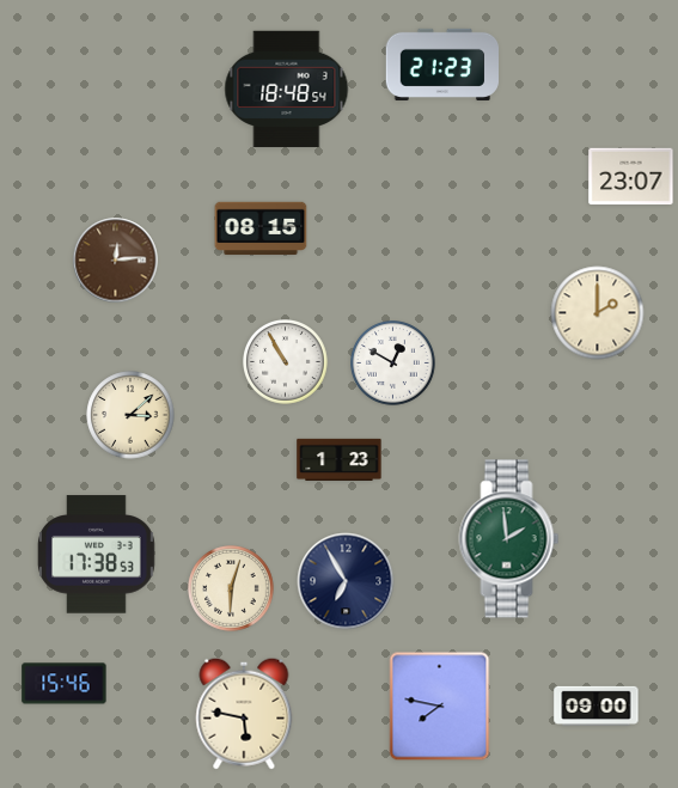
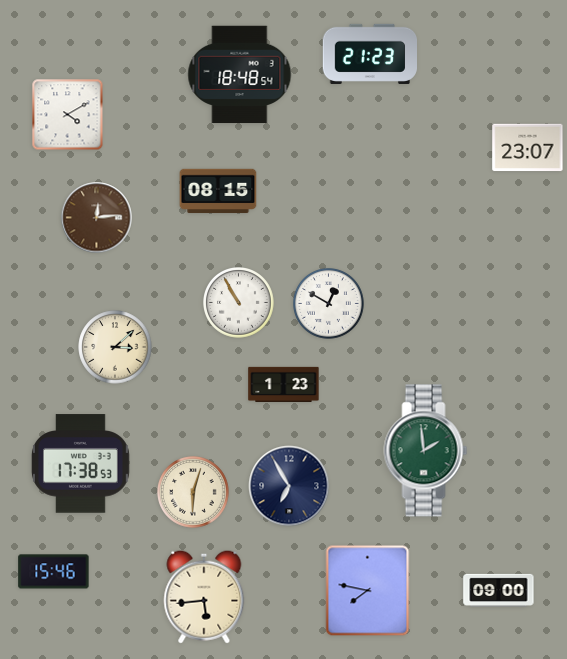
clock at (68, 115): none -> 4:10
clock at (598, 313): 2:00 -> none
clock at (130, 415) position: (130, 415) -> (115, 347)
clock at (244, 714): 5:47 -> 5:44
